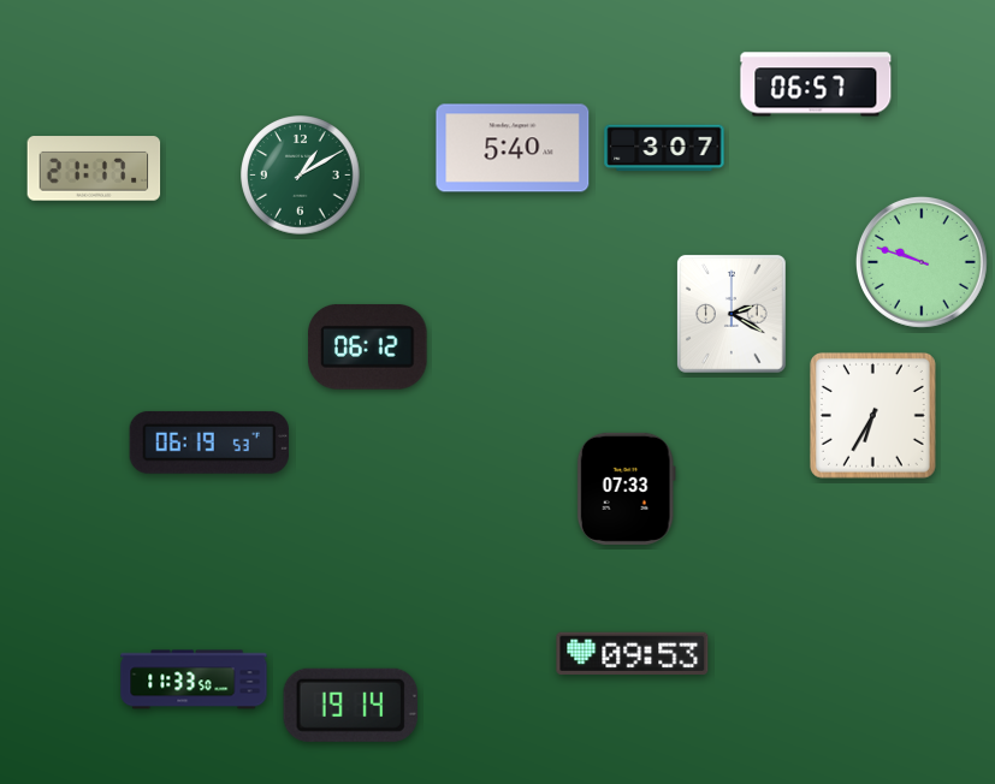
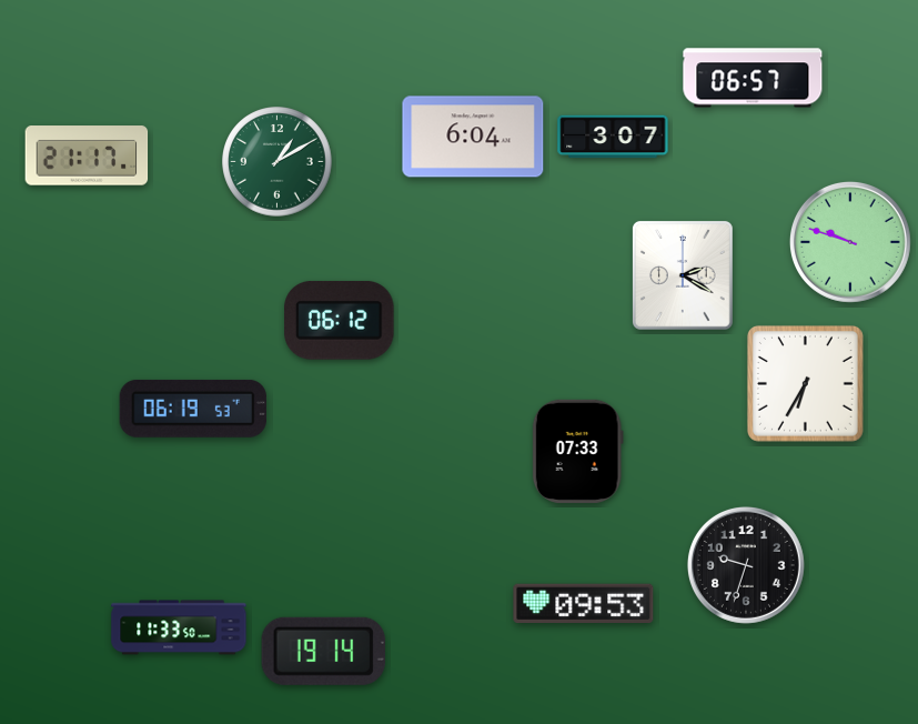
clock at (513, 148): 5:40 -> 6:04
clock at (732, 314) position: (732, 314) -> (683, 275)
clock at (746, 565): none -> 9:33
